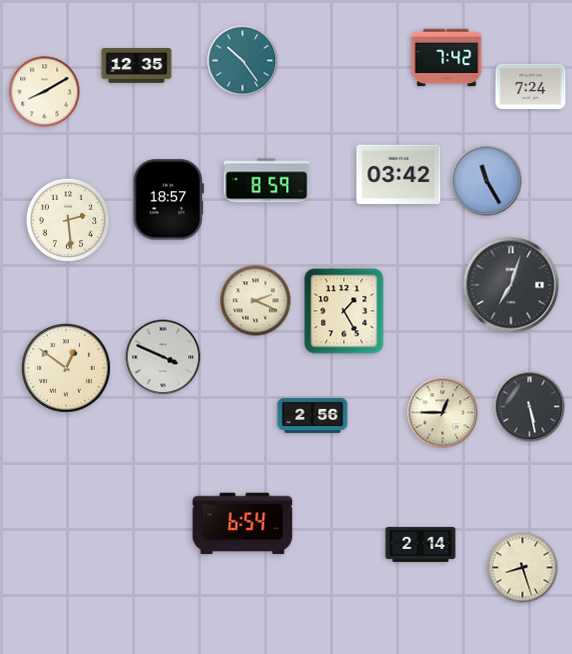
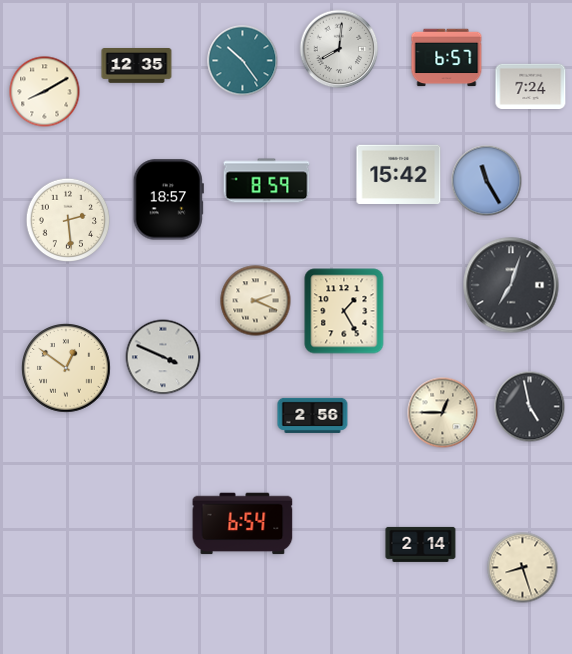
clock at (339, 49): none -> 8:01
clock at (447, 58): 7:42 -> 6:57
clock at (399, 174): 03:42 -> 15:42
clock at (530, 407): 5:28 -> 4:58
